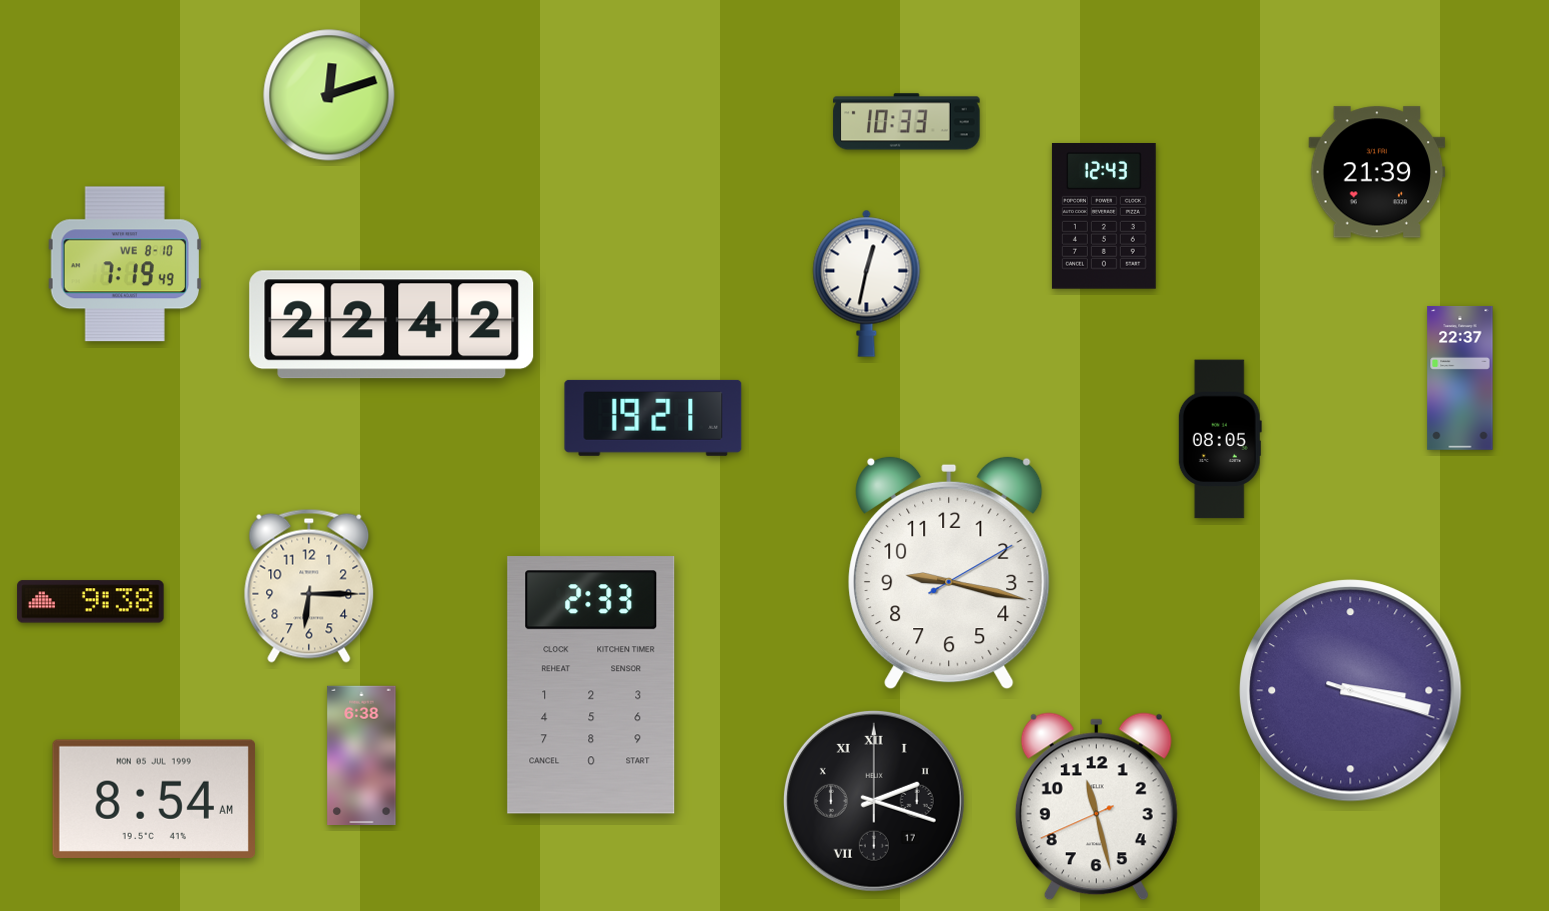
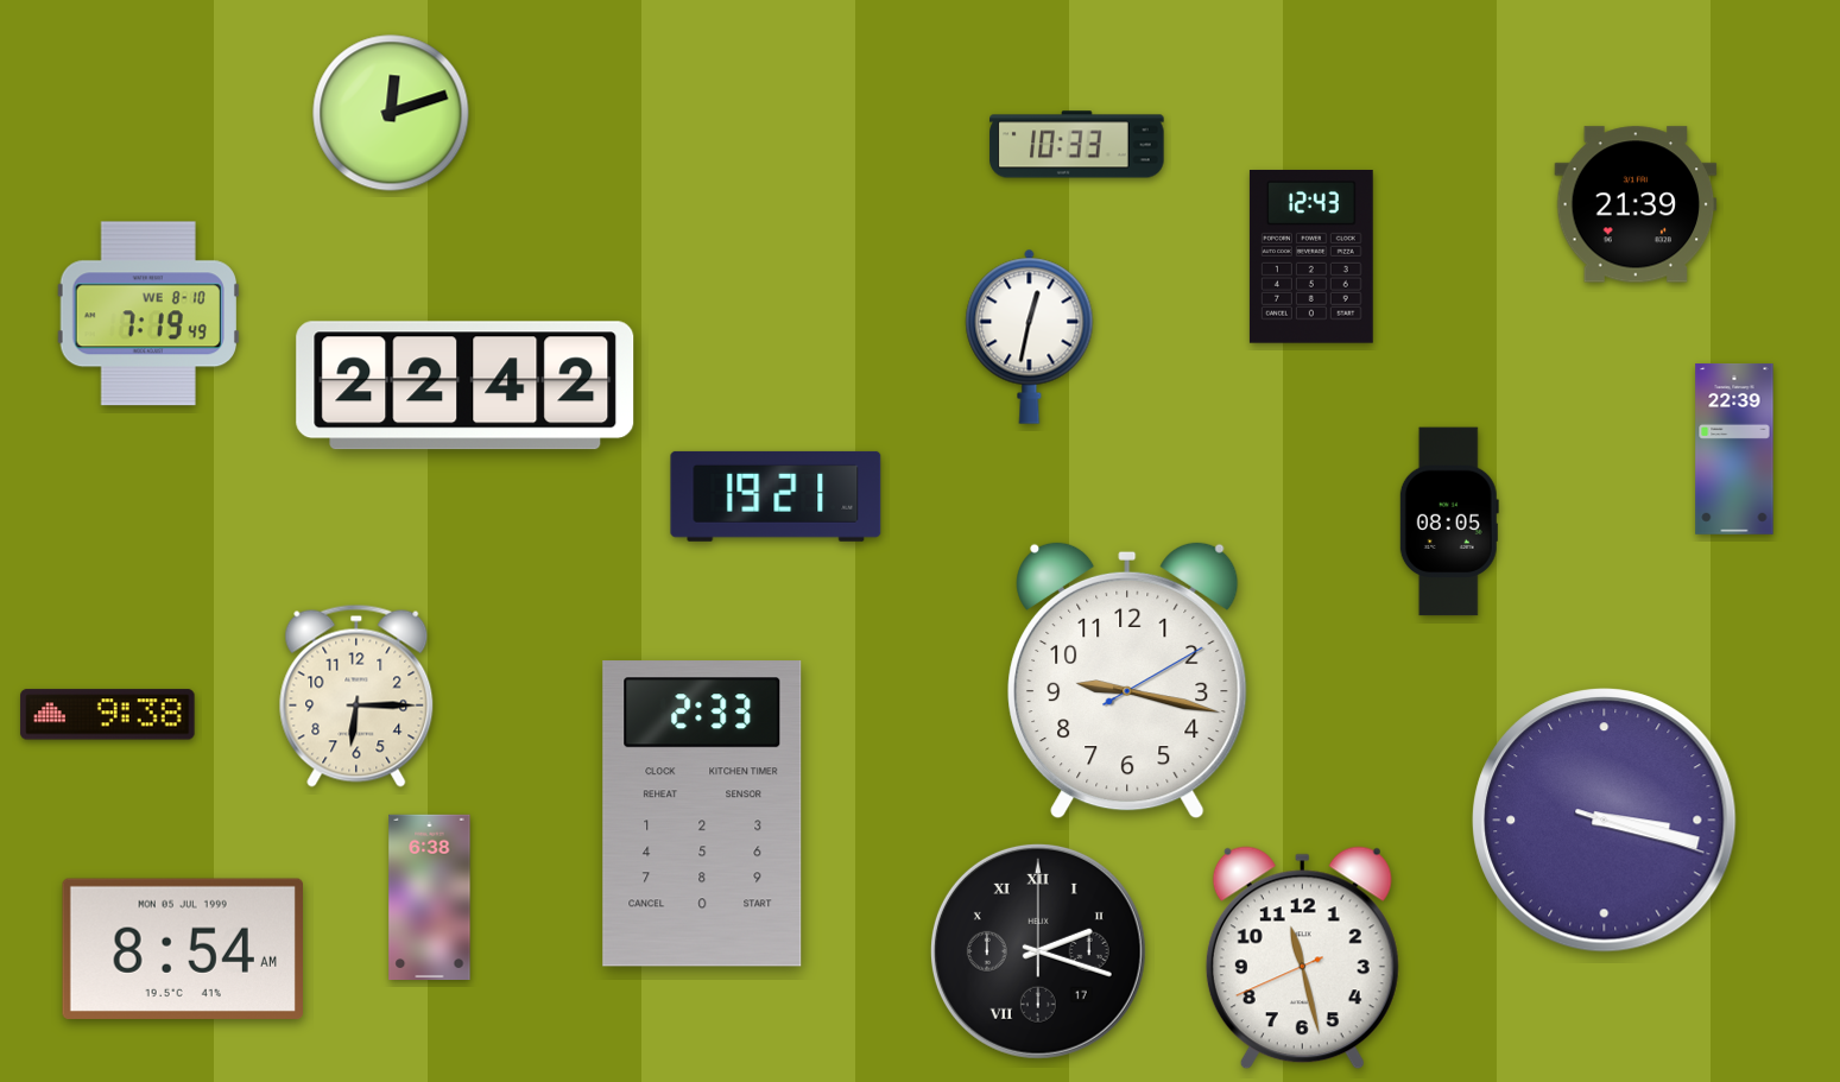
clock at (1460, 379): 22:37 -> 22:39
clock at (309, 586) position: (309, 586) -> (356, 696)
